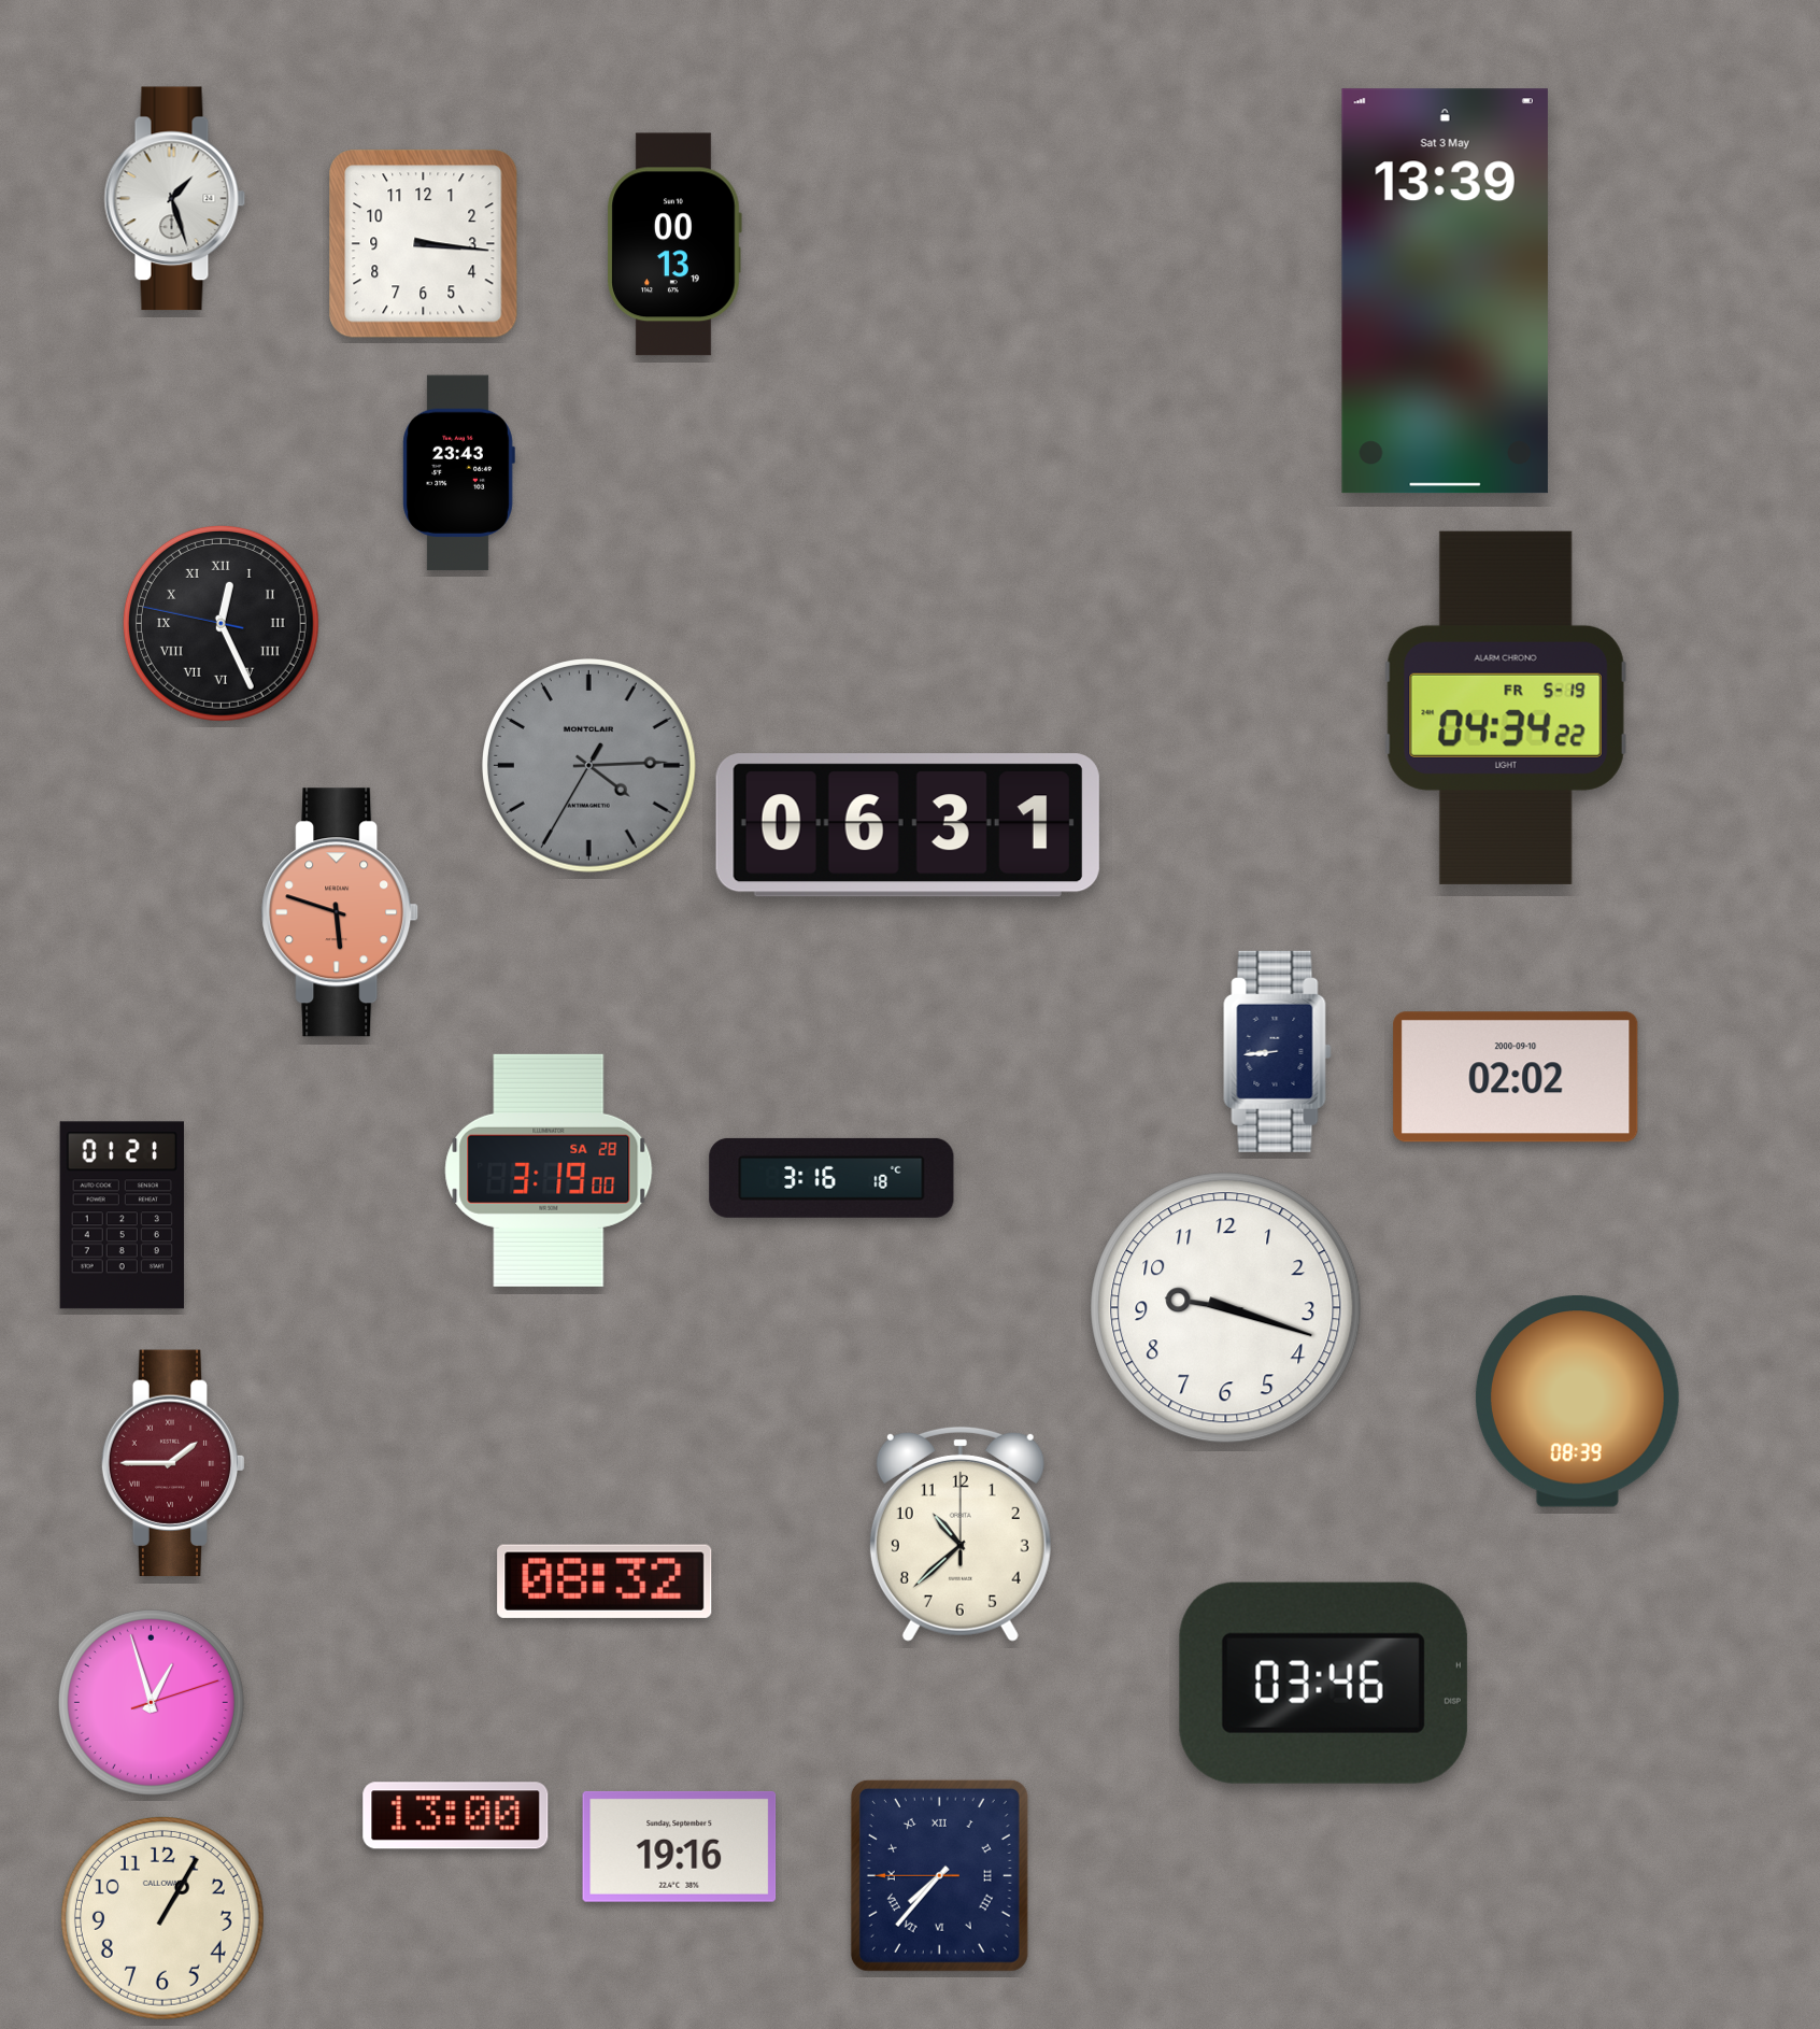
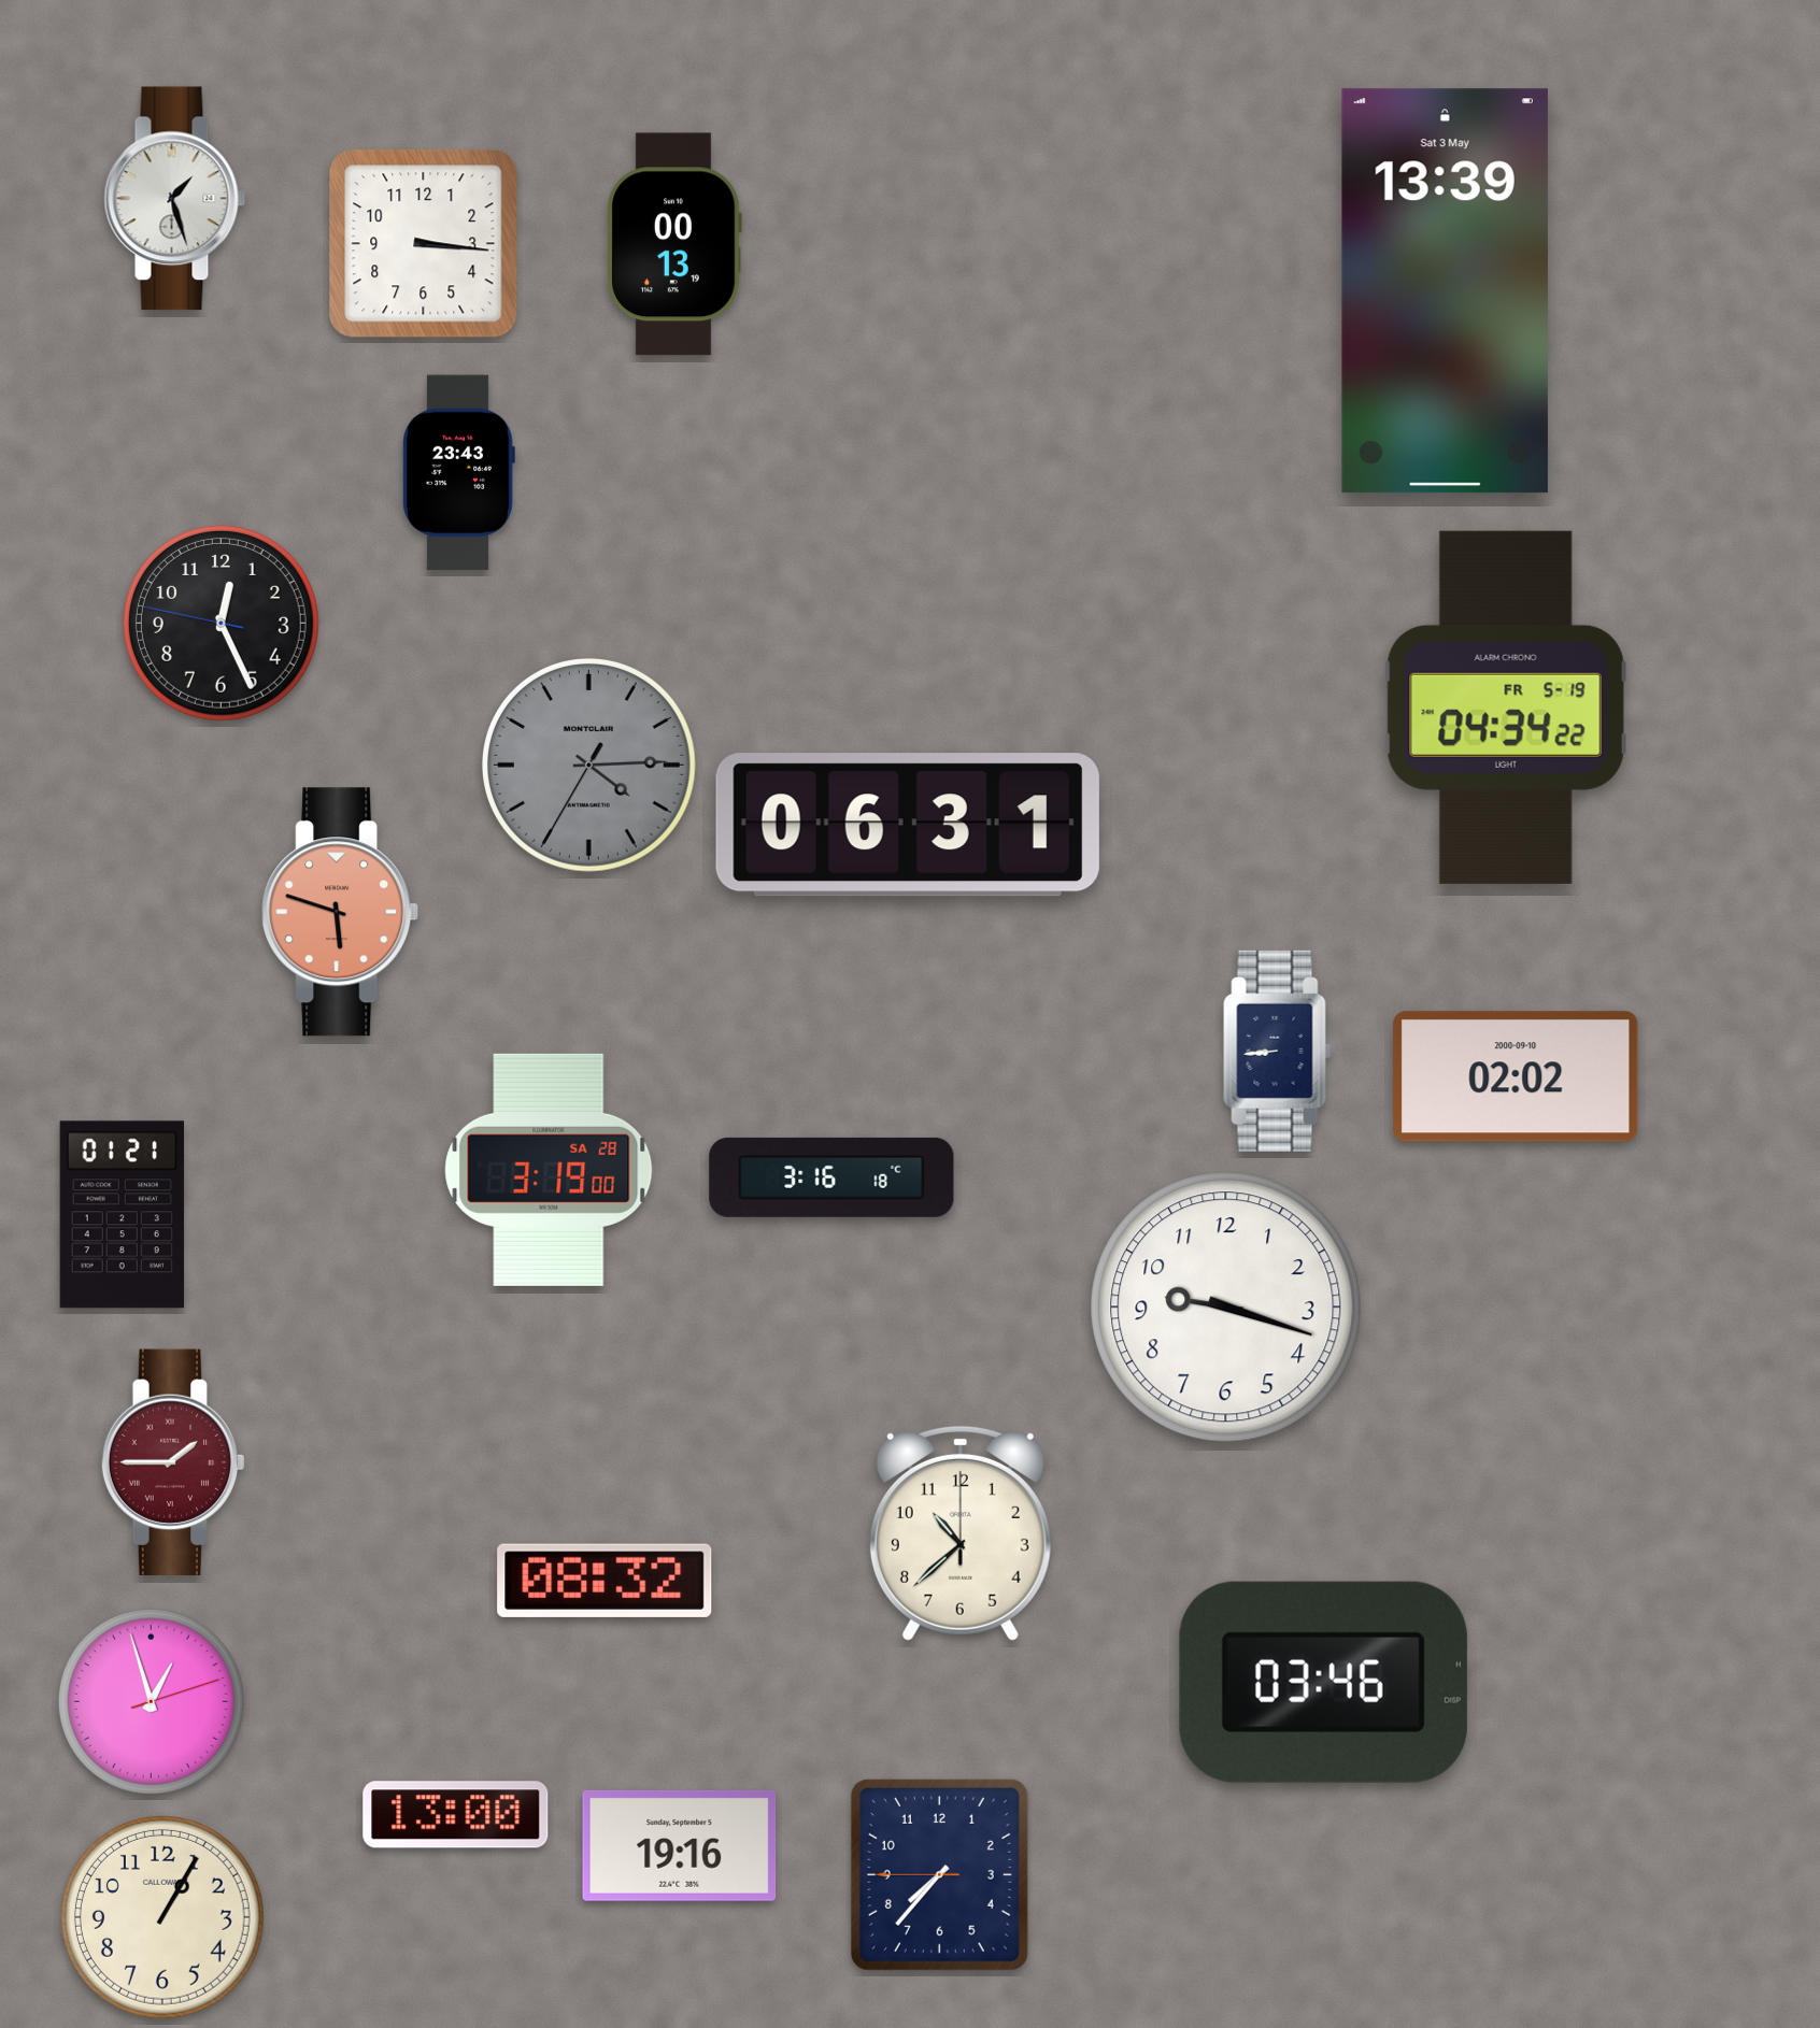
clock at (221, 623) numerals: Roman -> Arabic
clock at (1577, 1402): 08:39 -> none
clock at (939, 1875) numerals: Roman -> Arabic
